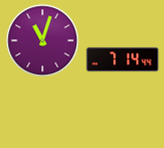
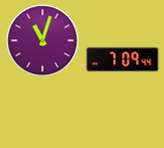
clock at (123, 60): 7:14 -> 7:09
